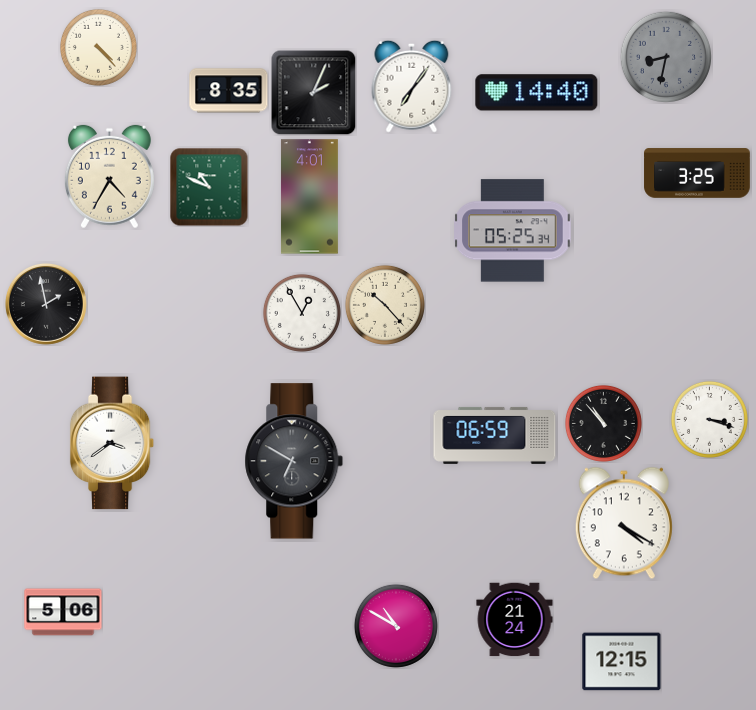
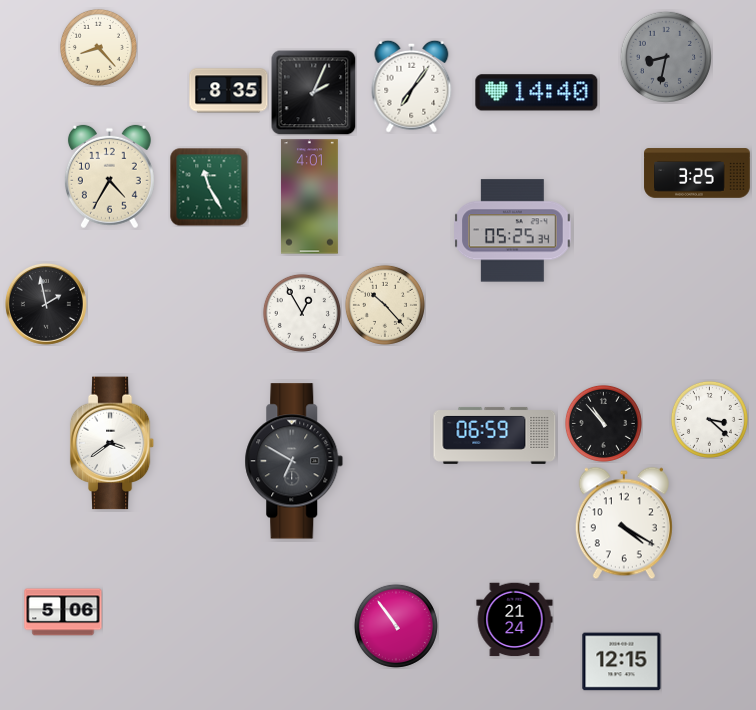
clock at (98, 47): 4:23 -> 8:23
clock at (209, 187): 10:49 -> 11:25
clock at (709, 419): 3:18 -> 3:22
clock at (396, 626): 10:50 -> 10:54
